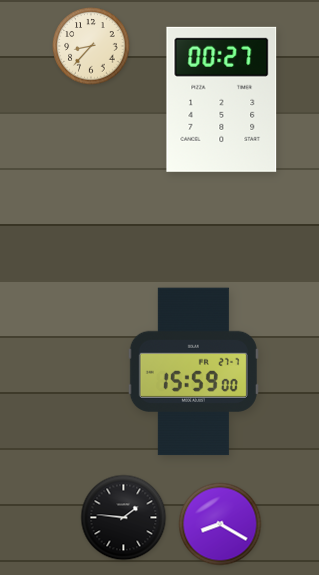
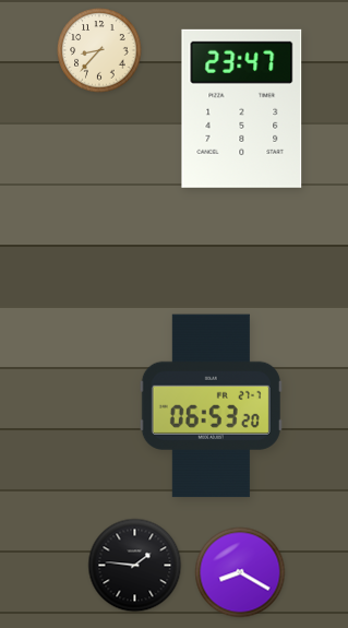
clock at (222, 99): 00:27 -> 23:47
clock at (193, 372): 15:59 -> 06:53
